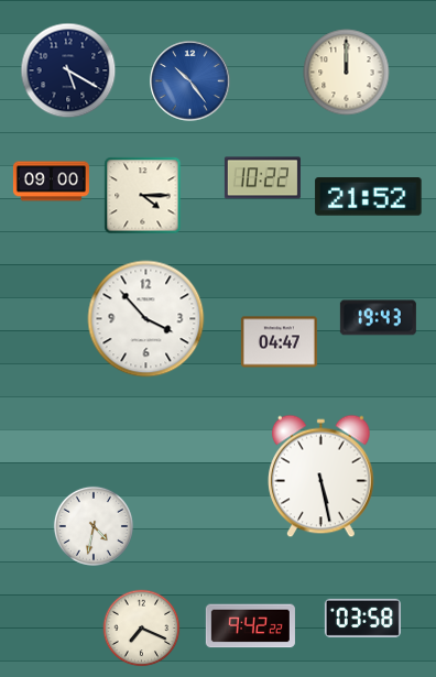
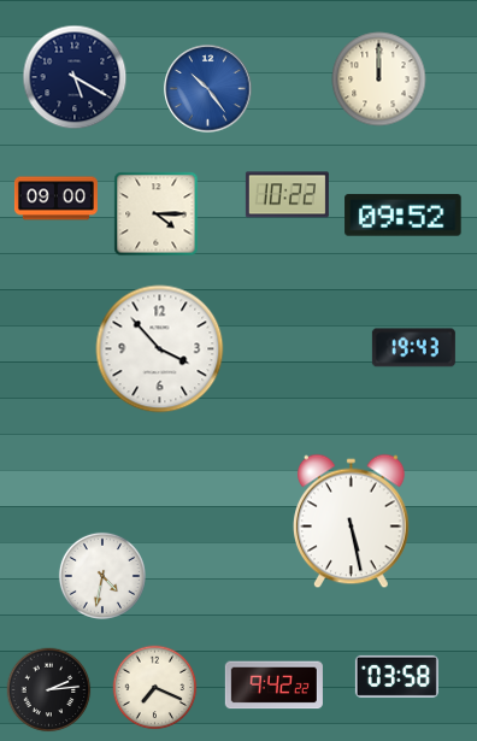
clock at (369, 197): 21:52 -> 09:52
clock at (279, 342): 04:47 -> none
clock at (49, 690): none -> 2:14
